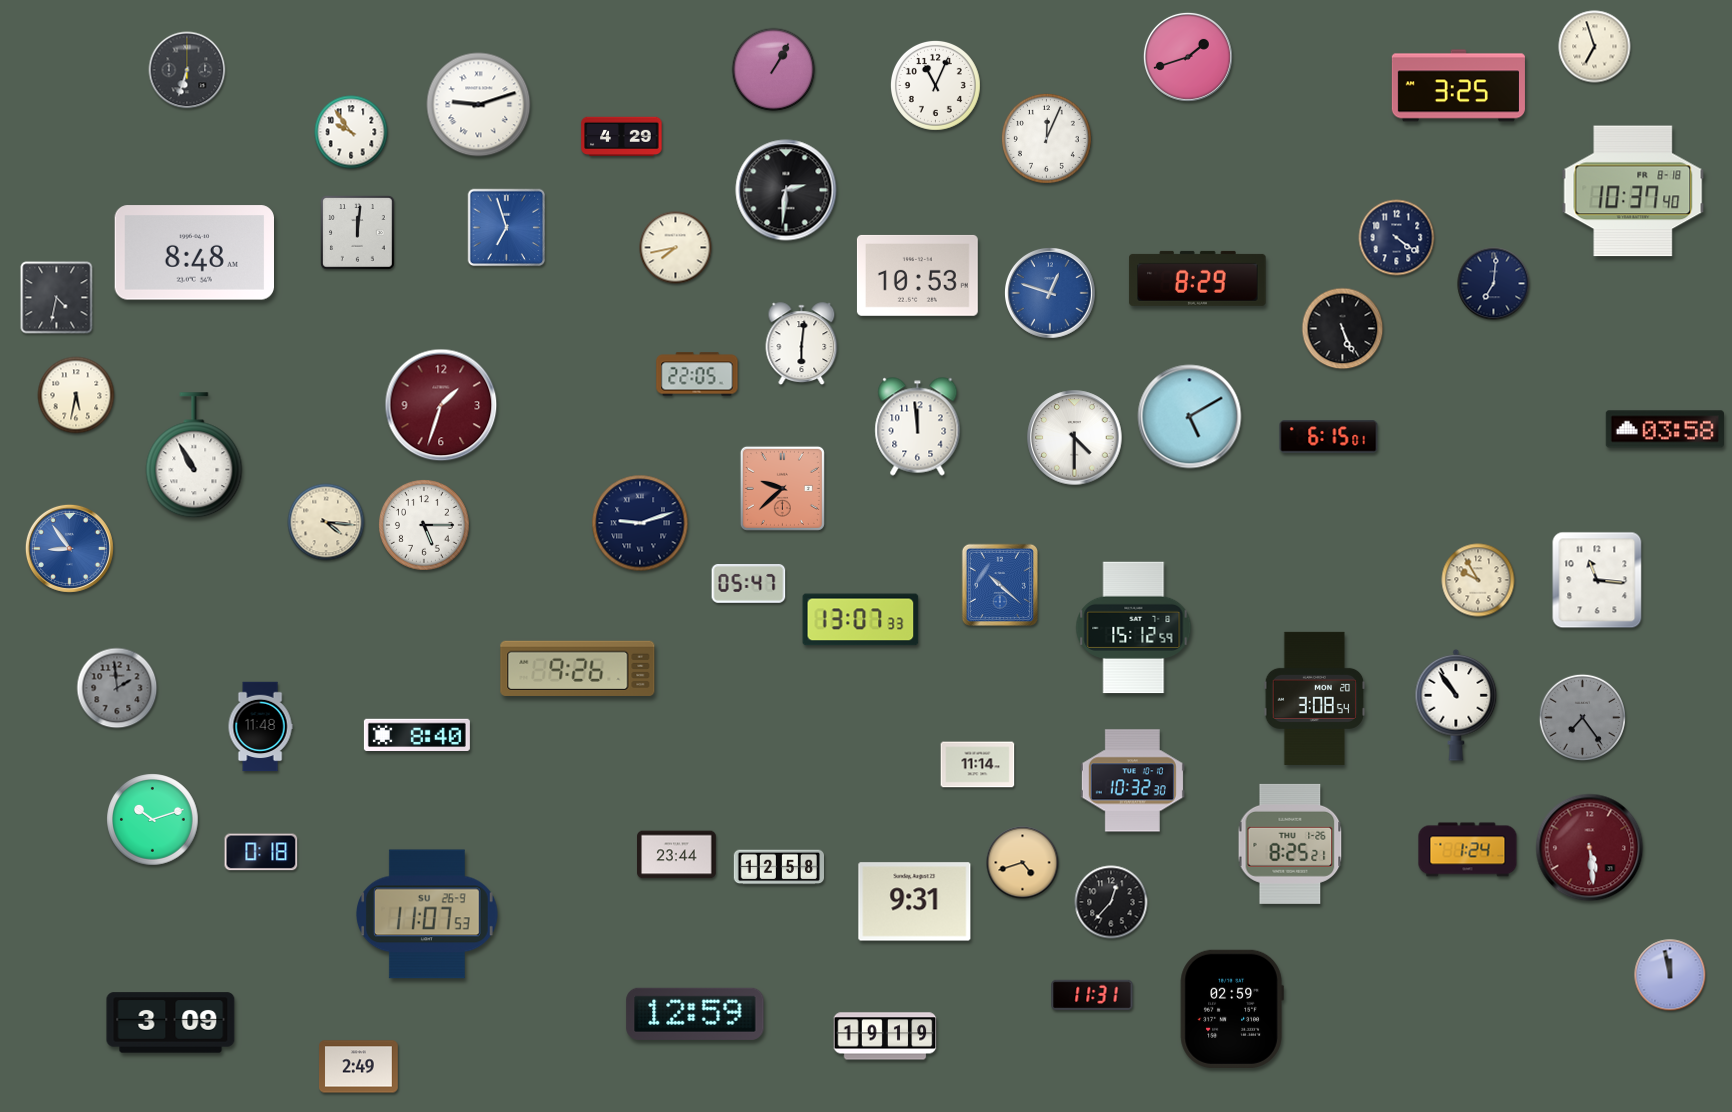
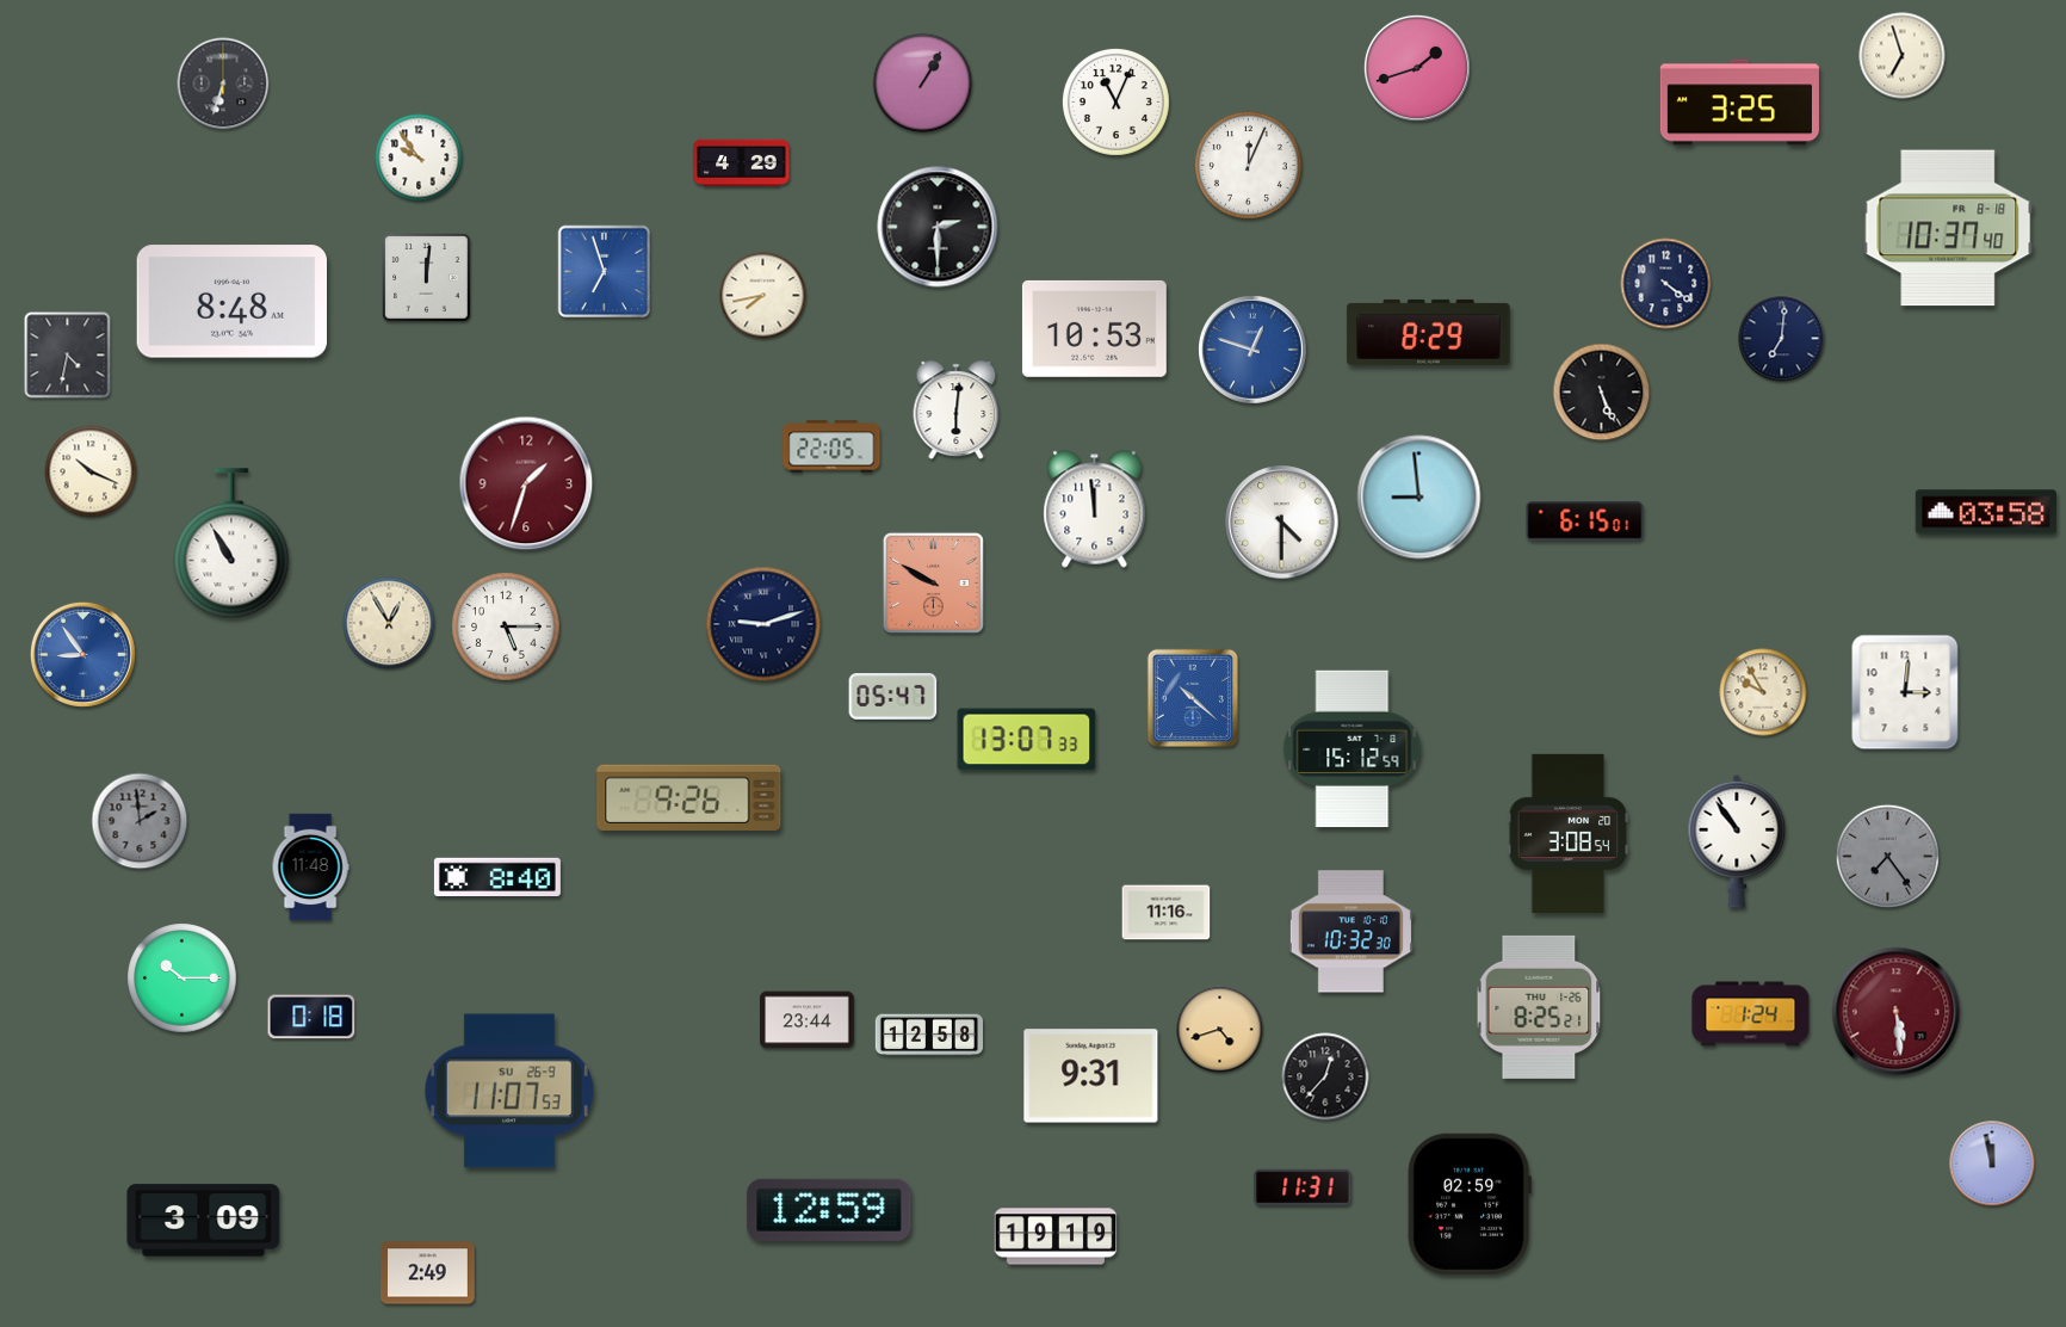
clock at (479, 105): 9:12 -> none
clock at (786, 190): 2:31 -> 2:30
clock at (676, 248) position: (676, 248) -> (763, 296)
clock at (76, 395): 5:32 -> 10:19
clock at (1190, 417): 5:10 -> 8:59
clock at (782, 488): 9:38 -> 9:50
clock at (326, 522): 4:16 -> 12:55
clock at (1597, 580): 11:16 -> 3:01
clock at (978, 765): 11:14 -> 11:16
clock at (153, 820): 10:12 -> 10:15
